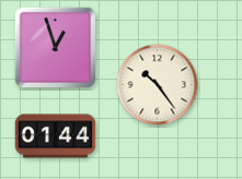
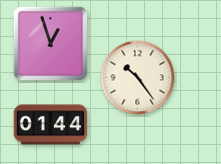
clock at (158, 85) position: (158, 85) -> (138, 78)
